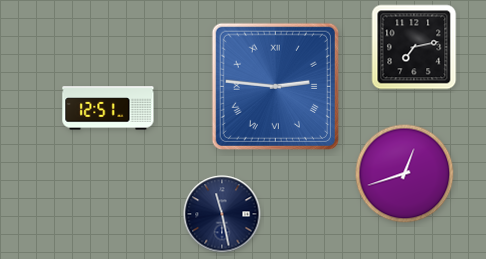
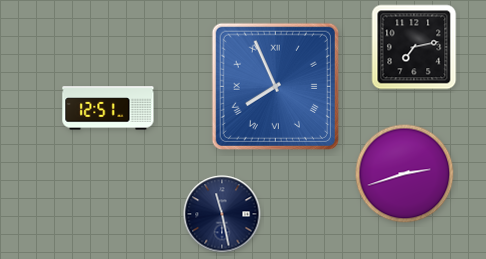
clock at (275, 86): 2:46 -> 7:56
clock at (405, 174): 12:42 -> 2:42
